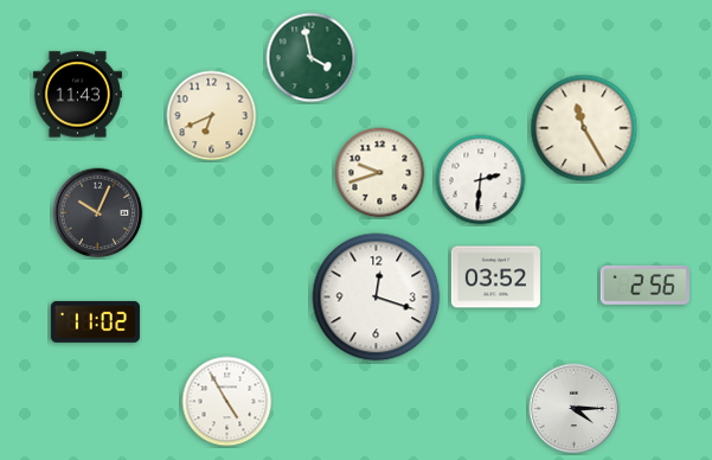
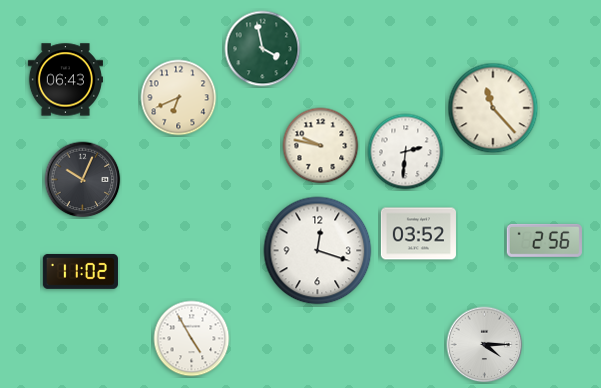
clock at (77, 95): 11:43 -> 06:43
clock at (584, 128): 11:25 -> 11:23
clock at (380, 173): 9:42 -> 9:47
